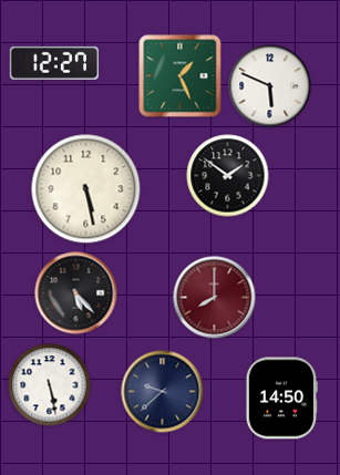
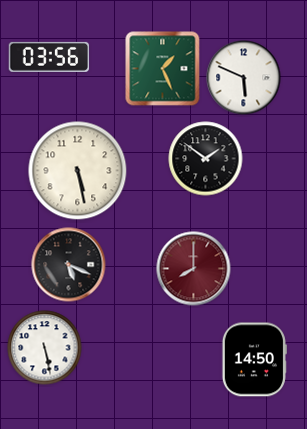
clock at (54, 63): 12:27 -> 03:56
clock at (76, 293): 5:23 -> 5:19
clock at (163, 392): 9:38 -> none
